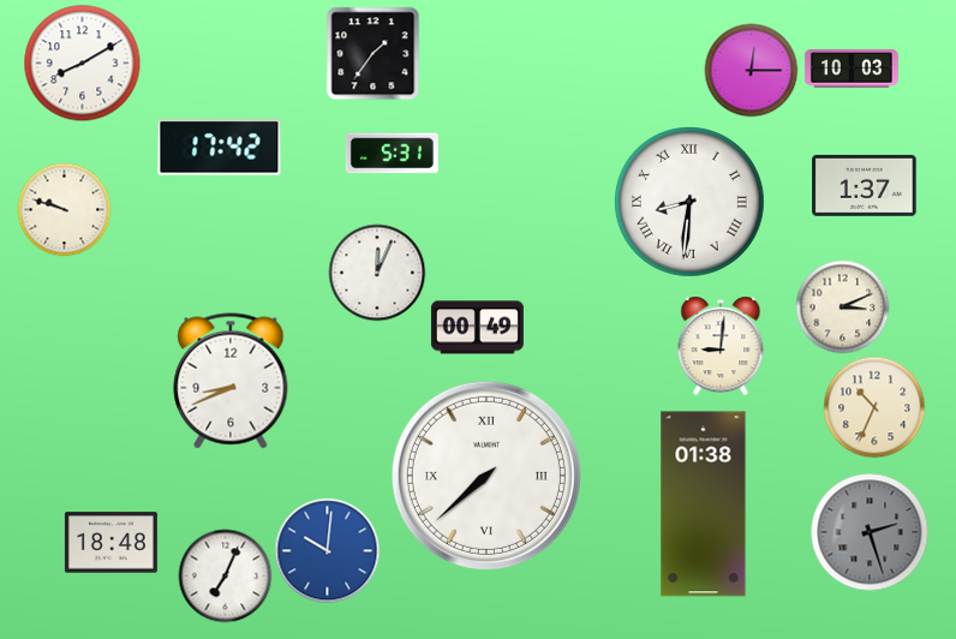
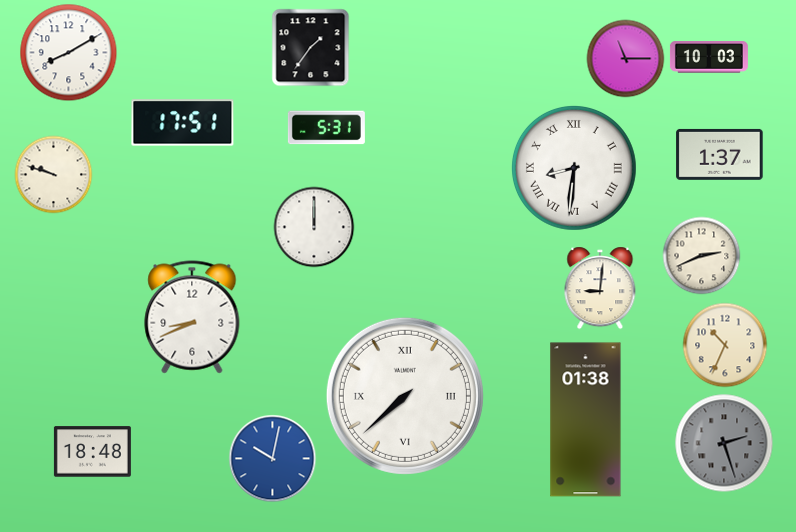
clock at (372, 53) position: (372, 53) -> (310, 47)
clock at (751, 70): 12:15 -> 11:15
clock at (220, 148): 17:42 -> 17:51
clock at (377, 273): 12:04 -> 12:00
clock at (842, 306): 3:11 -> 2:41
clock at (477, 328): 00:49 -> none
clock at (874, 407) position: (874, 407) -> (725, 345)
clock at (327, 550): 10:01 -> 10:02
clock at (225, 575): 7:04 -> none
